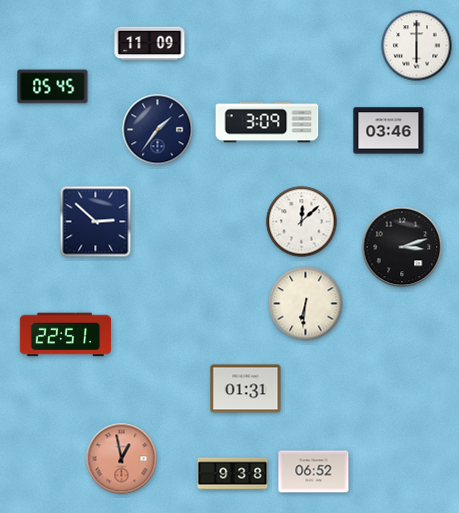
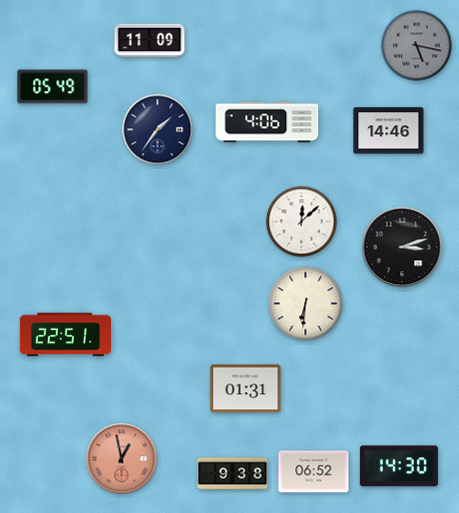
clock at (150, 44) position: (150, 44) -> (150, 41)
clock at (417, 46): 6:00 -> 5:17
clock at (417, 46) dial: white -> grey
clock at (53, 87): 05:45 -> 05:49
clock at (267, 122): 3:09 -> 4:06
clock at (389, 131): 03:46 -> 14:46
clock at (96, 222): 2:52 -> none
clock at (399, 466): none -> 14:30
